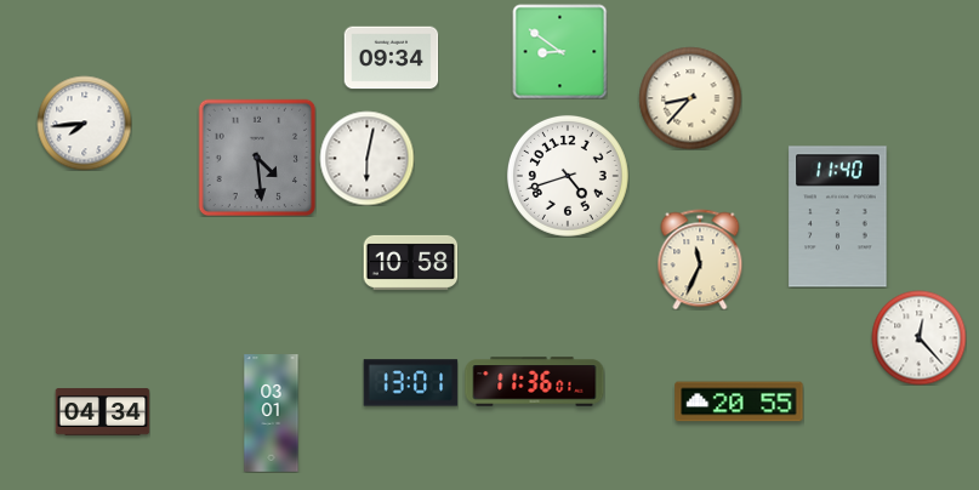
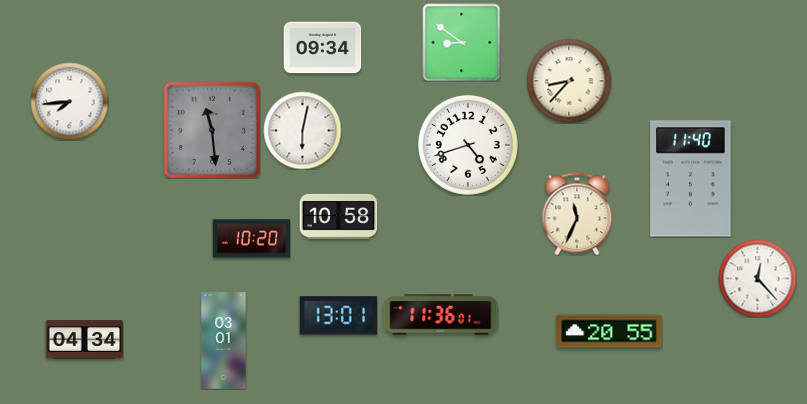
clock at (257, 158): 4:29 -> 11:29
clock at (251, 239): none -> 10:20
